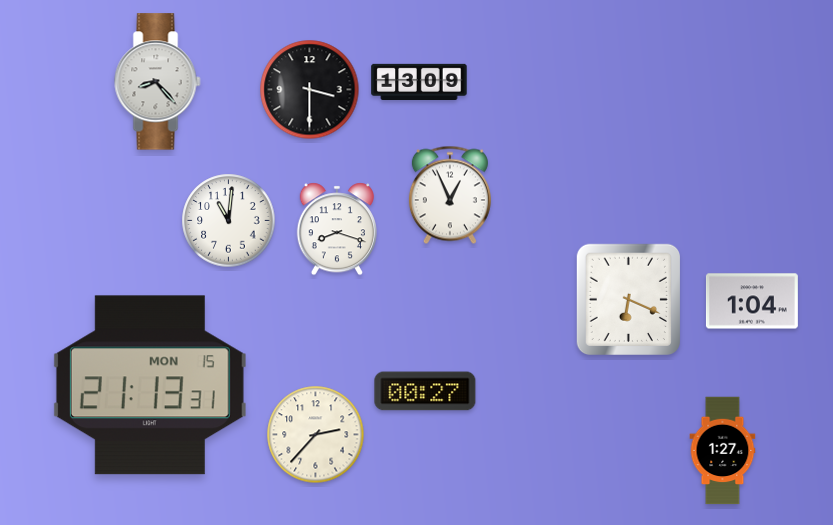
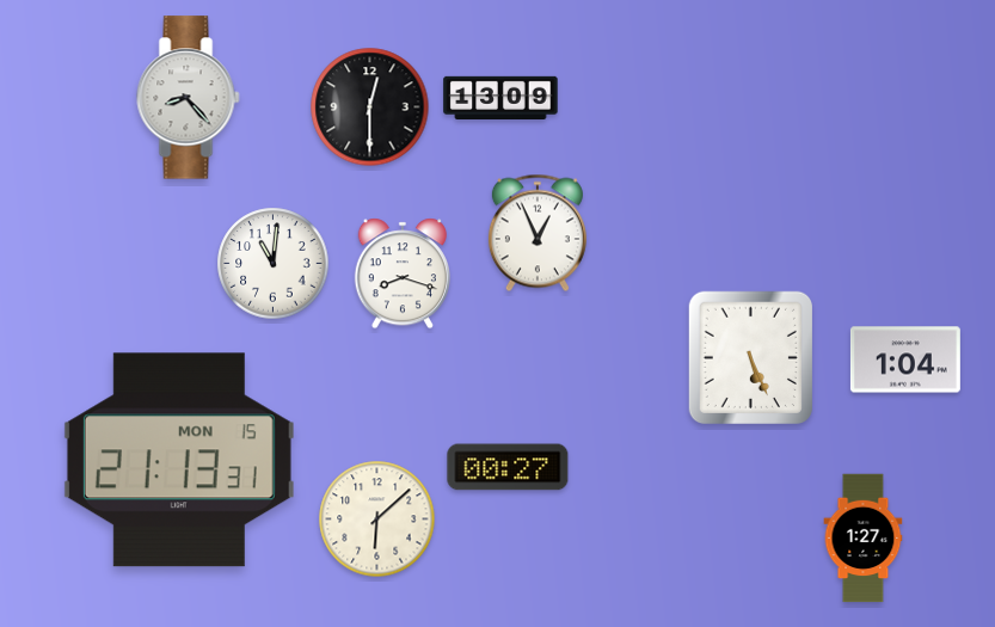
clock at (310, 90): 3:30 -> 12:30
clock at (628, 299): 6:19 -> 5:26
clock at (752, 301) position: (752, 301) -> (905, 359)
clock at (316, 435): 2:37 -> 6:08
